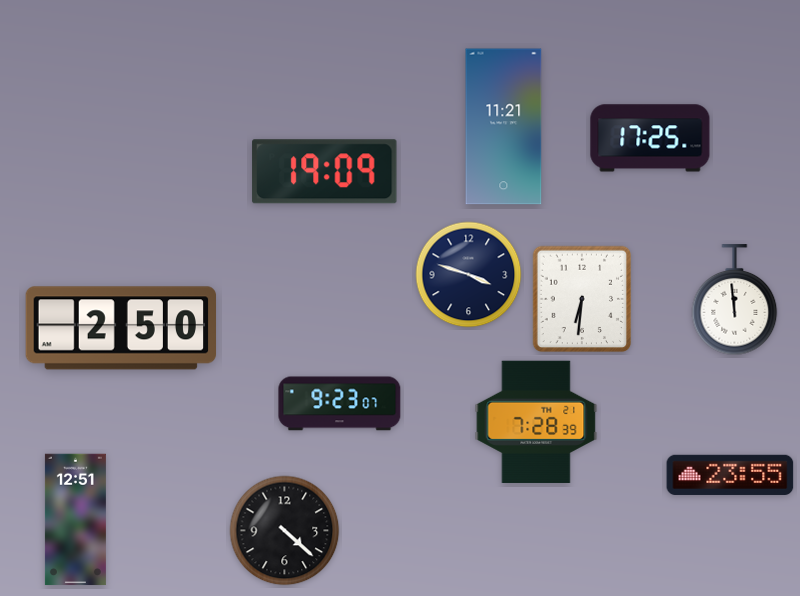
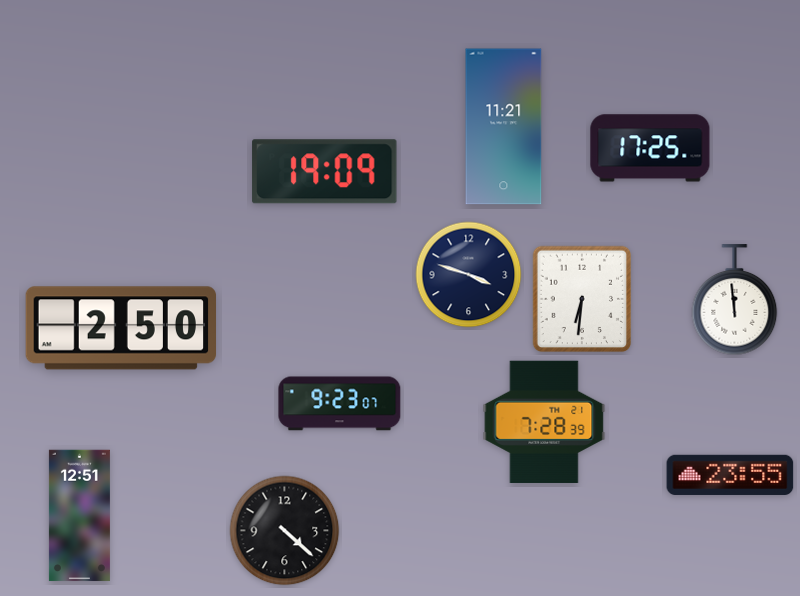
clock at (650, 138) position: (650, 138) -> (650, 148)
clock at (536, 422) position: (536, 422) -> (544, 422)
clock at (75, 520) position: (75, 520) -> (79, 516)
